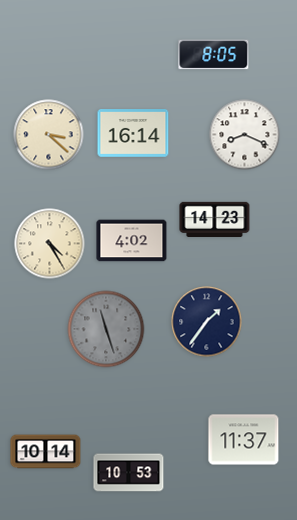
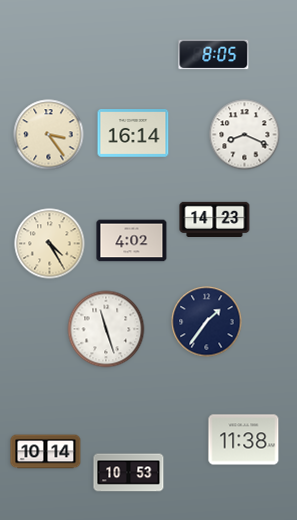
clock at (49, 135): 3:22 -> 3:24
clock at (106, 329) dial: grey -> white
clock at (244, 440): 11:37 -> 11:38
